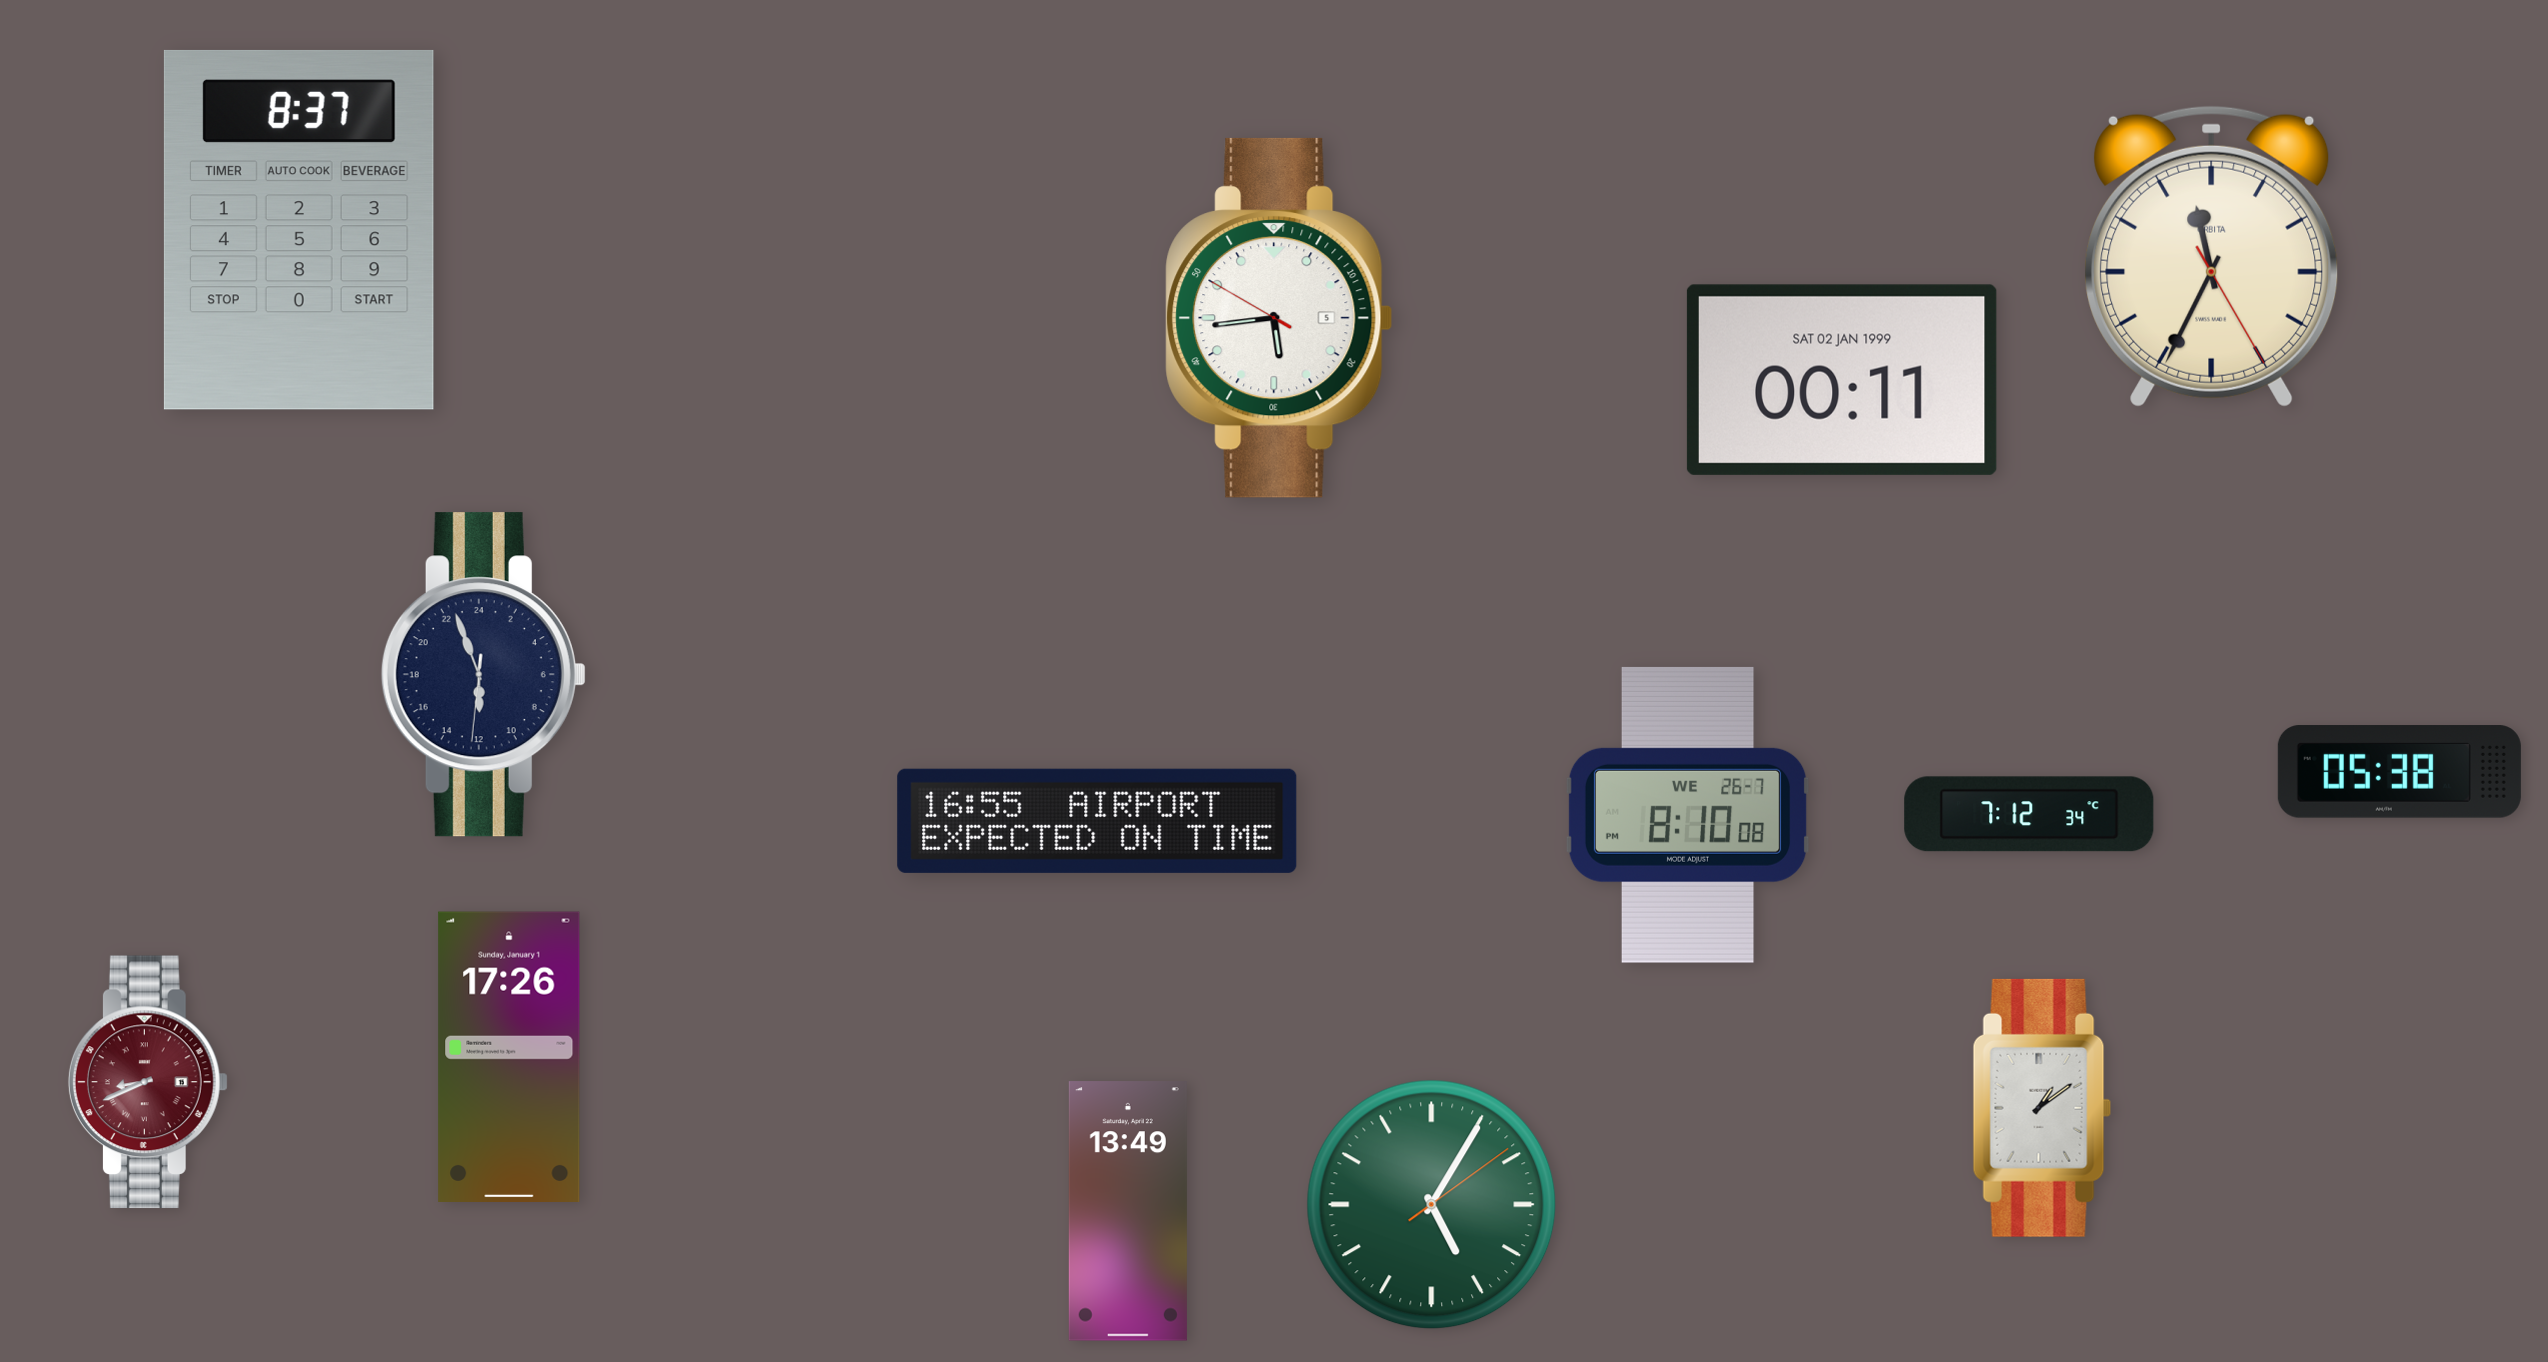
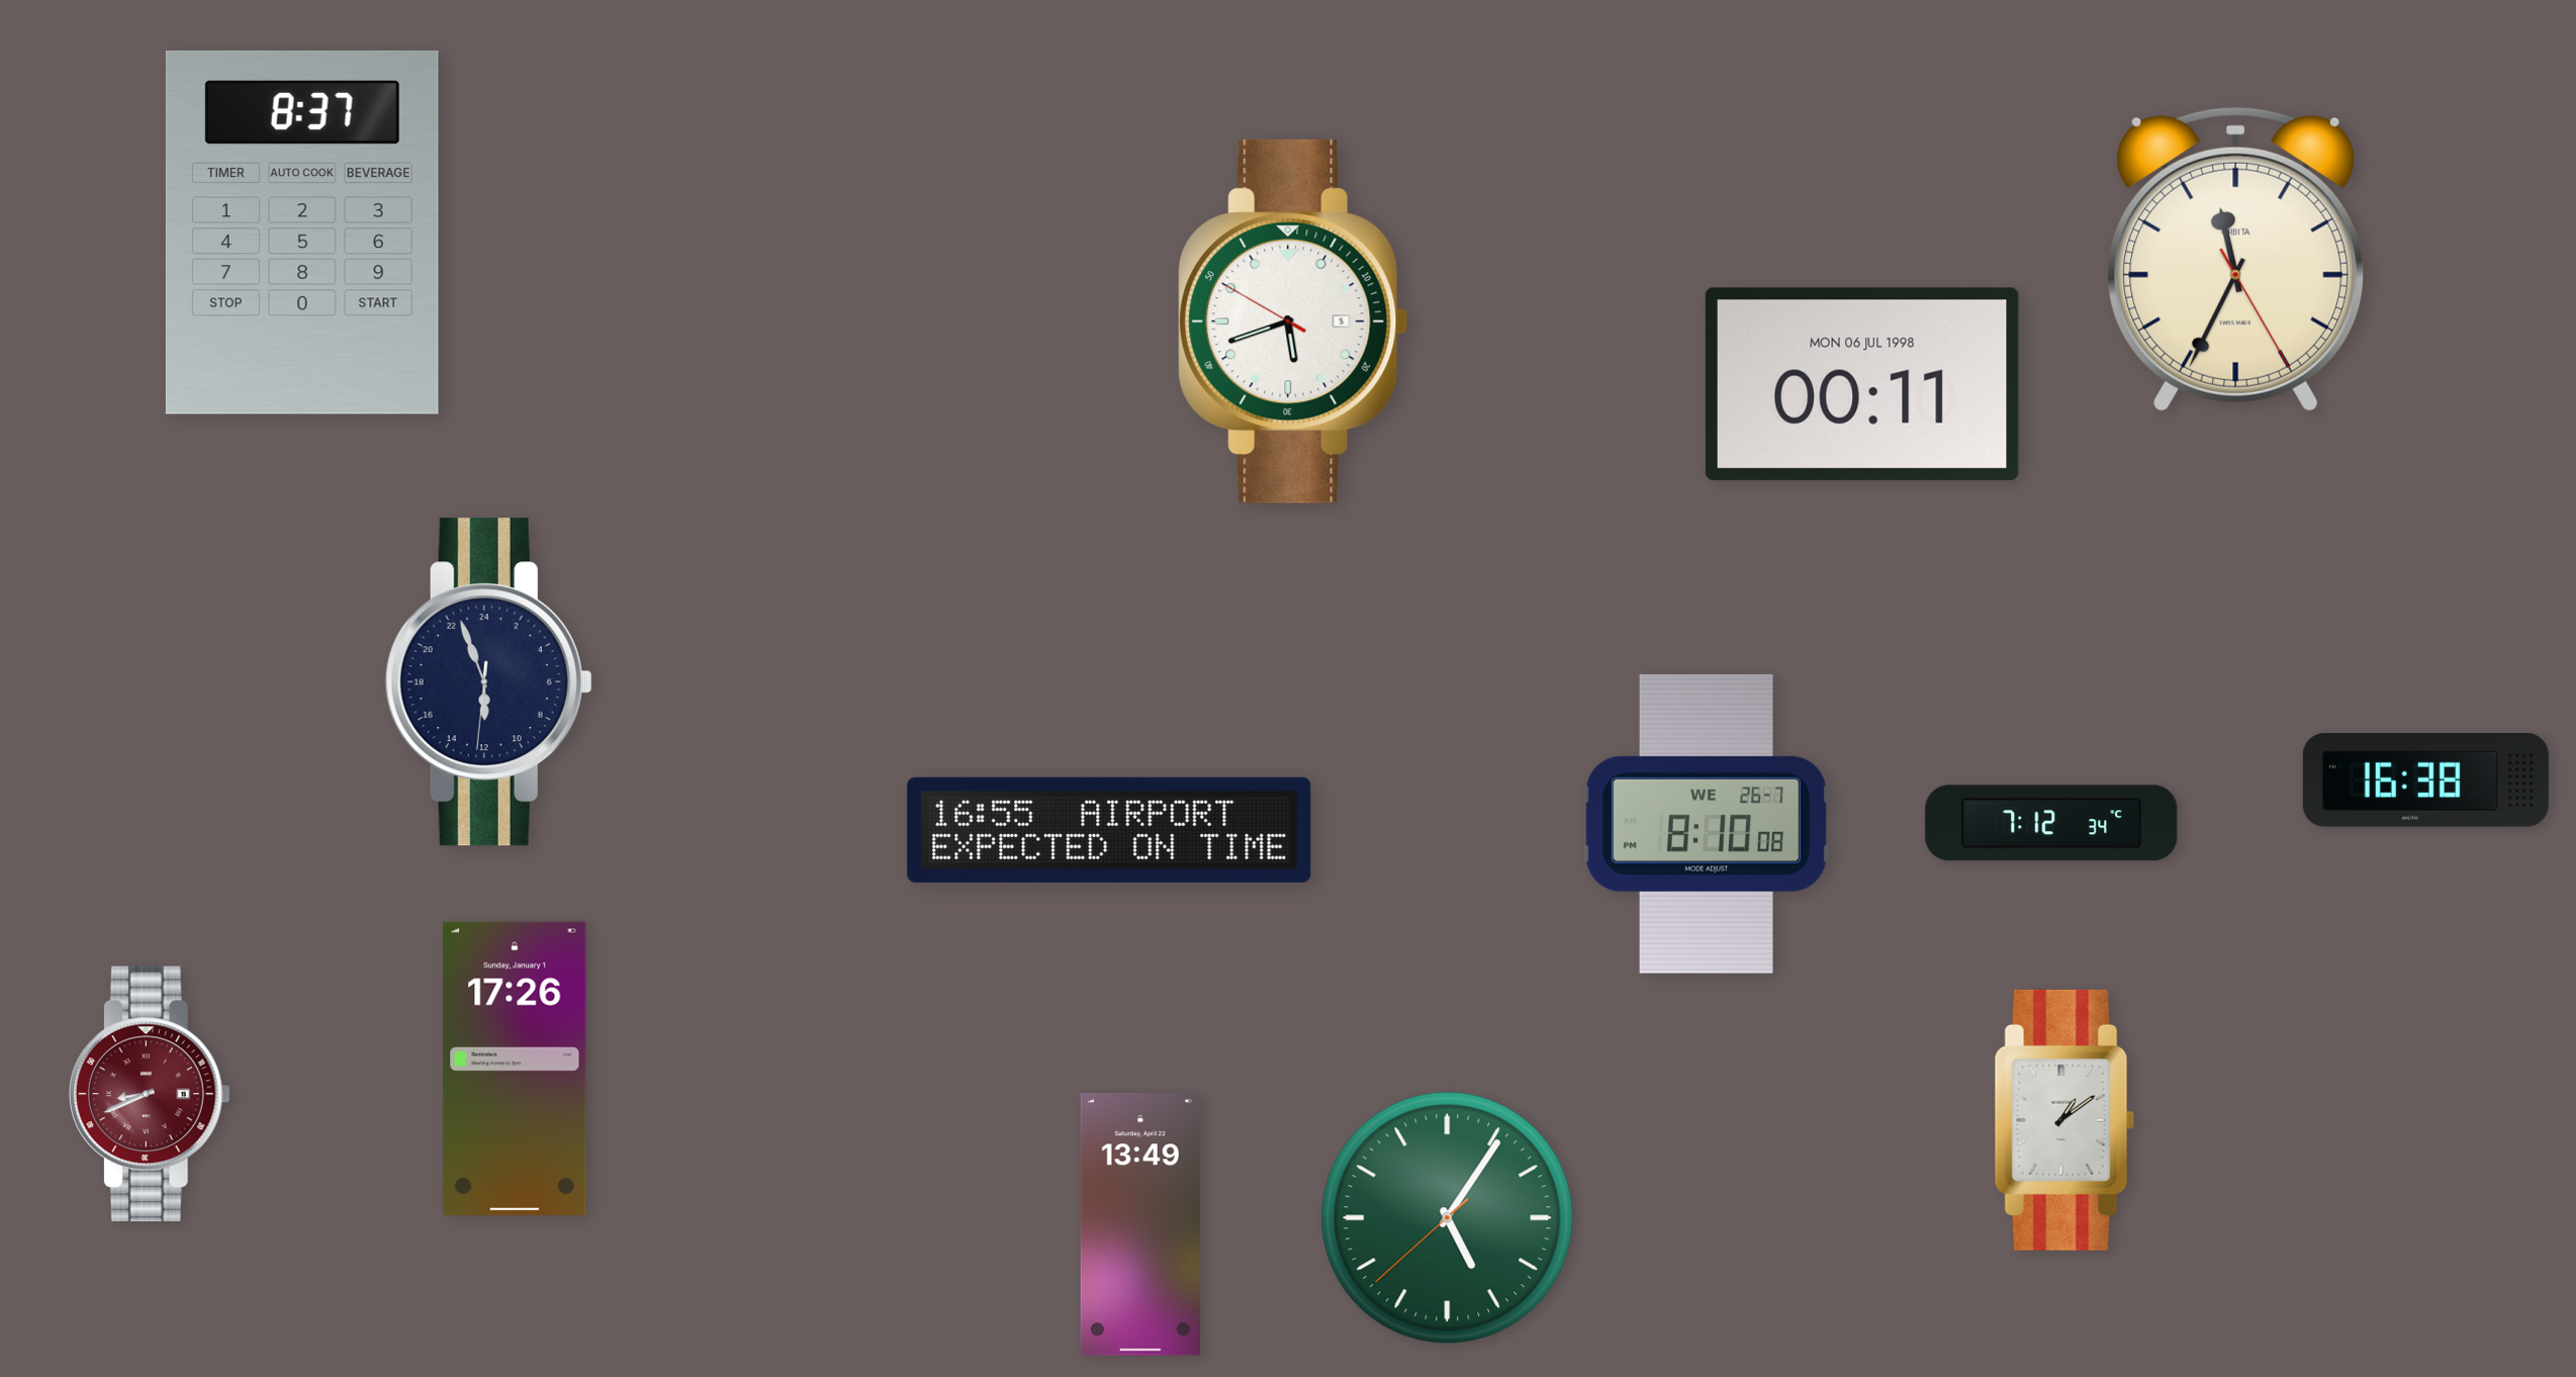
clock at (1279, 318): 5:43 -> 5:41
clock at (1842, 380) date: SAT 02 JAN 1999 -> MON 06 JUL 1998
clock at (2399, 772): 05:38 -> 16:38
clock at (1432, 1205): 5:05:09 -> 5:05:38
